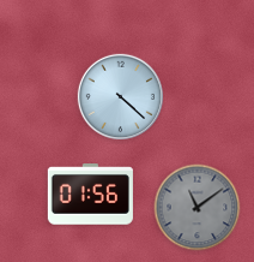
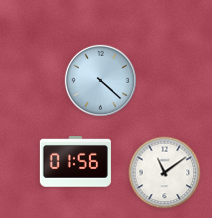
clock at (198, 208) dial: grey -> white
